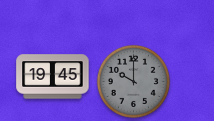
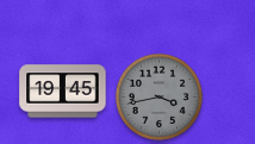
clock at (133, 81): 10:00 -> 3:43
